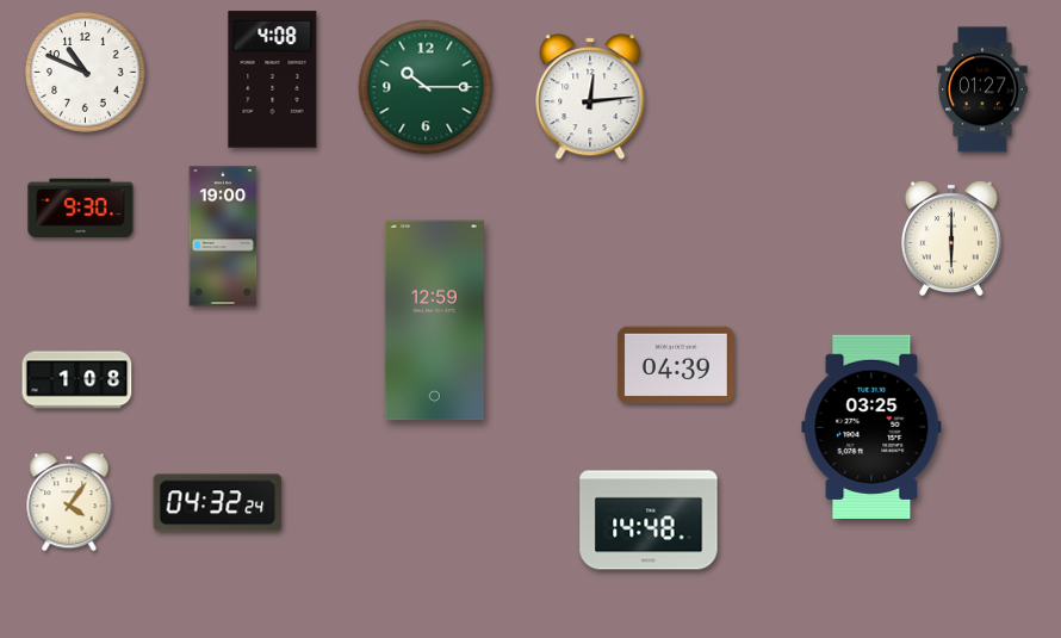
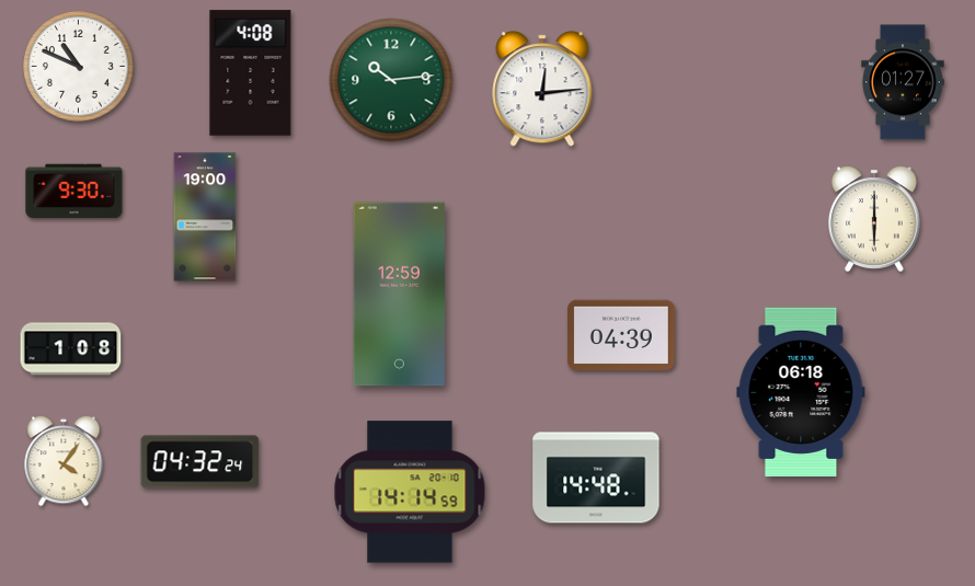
clock at (426, 87): 10:15 -> 10:14
clock at (871, 427): 03:25 -> 06:18
clock at (410, 492): none -> 14:14
